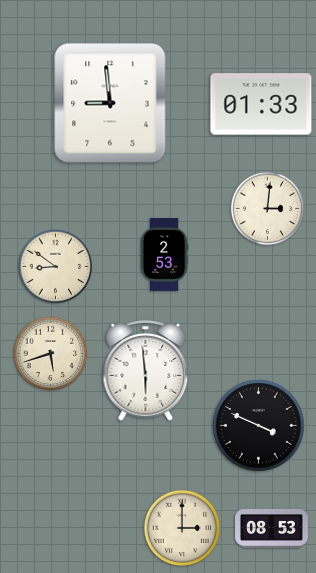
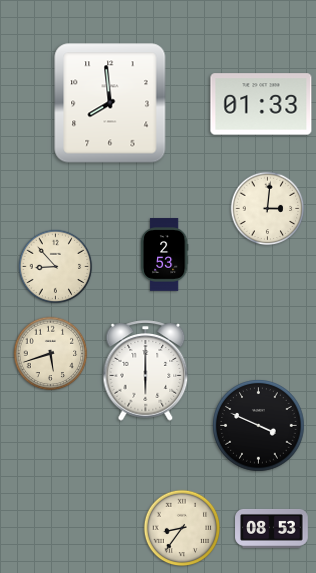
clock at (110, 103): 8:59 -> 7:59
clock at (56, 267): 8:51 -> 8:53
clock at (146, 371): 5:59 -> 6:00
clock at (182, 528): 3:00 -> 8:36
